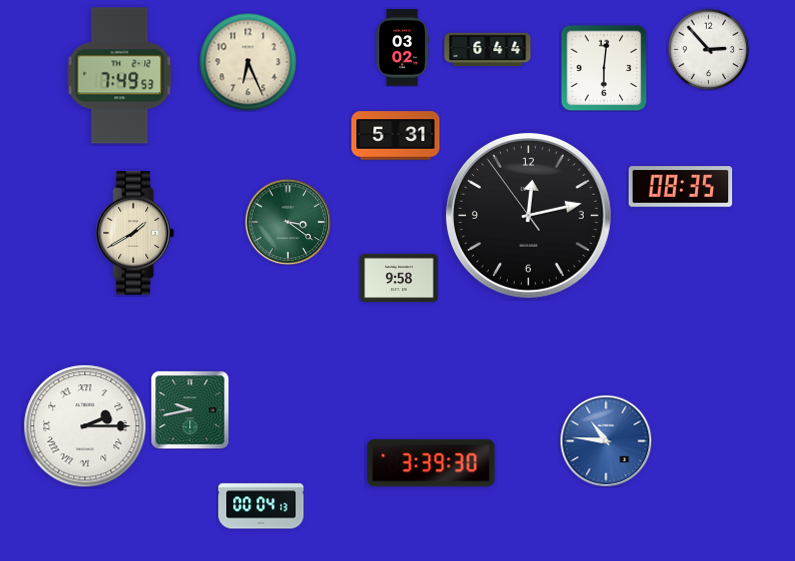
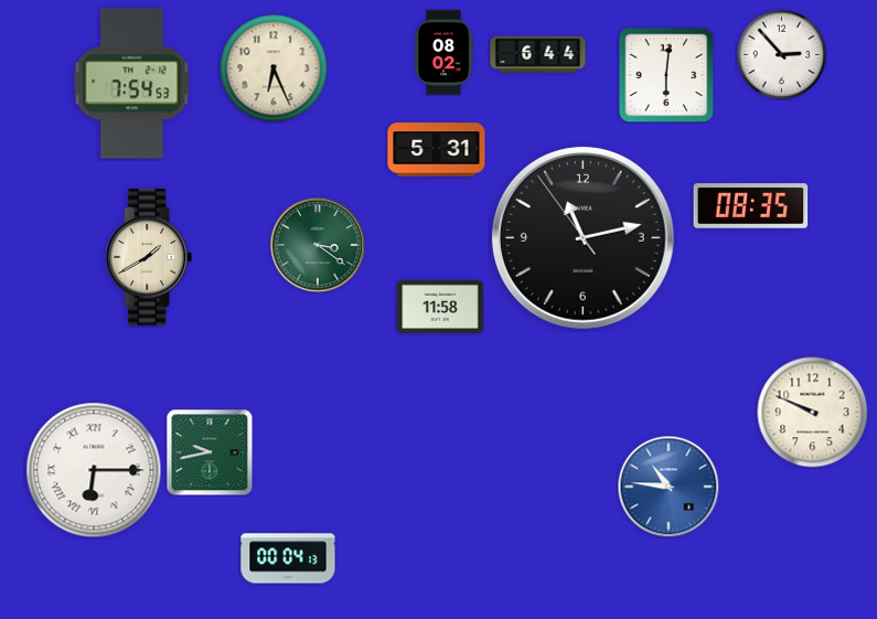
clock at (402, 48): 03:02 -> 08:02
clock at (120, 76): 7:49 -> 7:54
clock at (528, 215): 12:12 -> 11:12
clock at (399, 278): 9:58 -> 11:58
clock at (813, 413): none -> 9:49
clock at (85, 426): 2:15 -> 6:15
clock at (431, 463): 3:39 -> none
